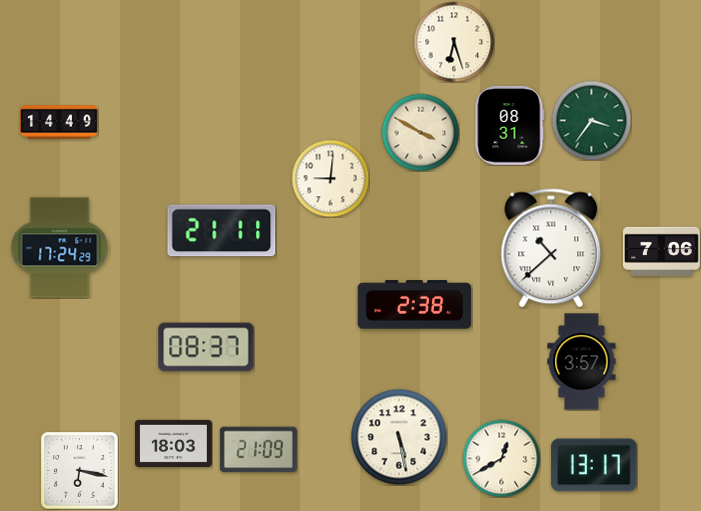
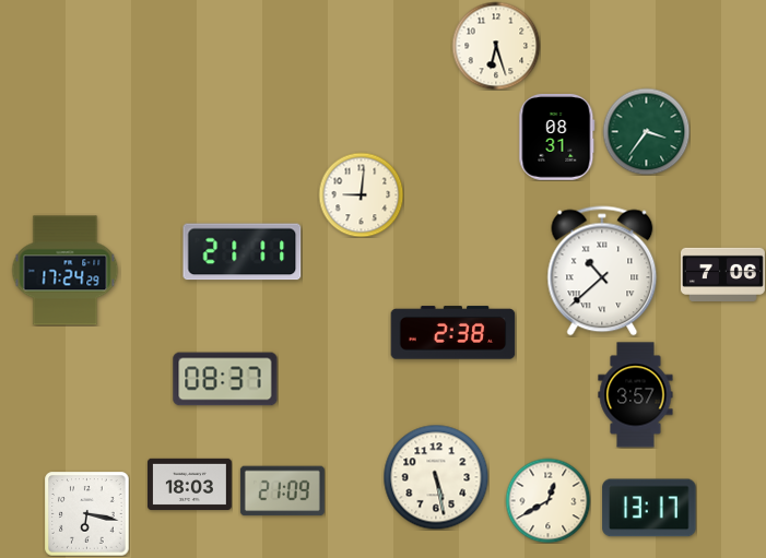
clock at (60, 122): 14:49 -> none
clock at (420, 132): 3:50 -> none
